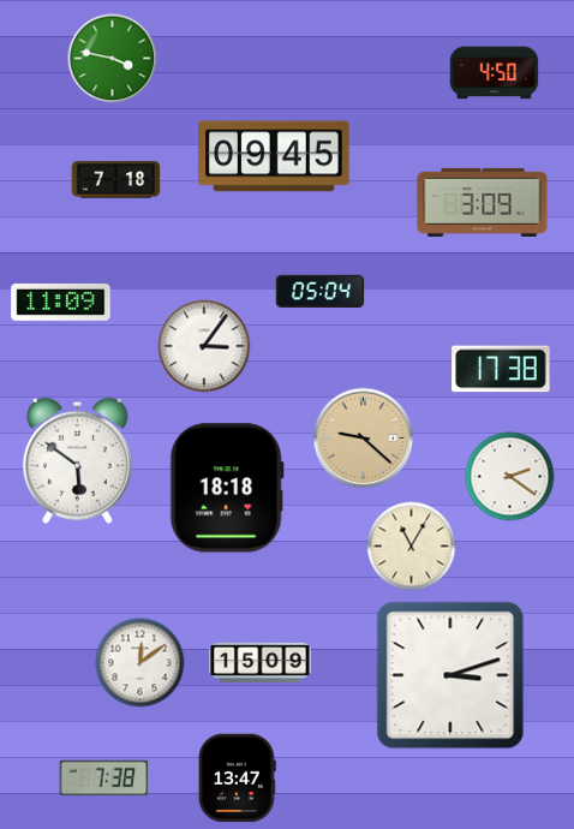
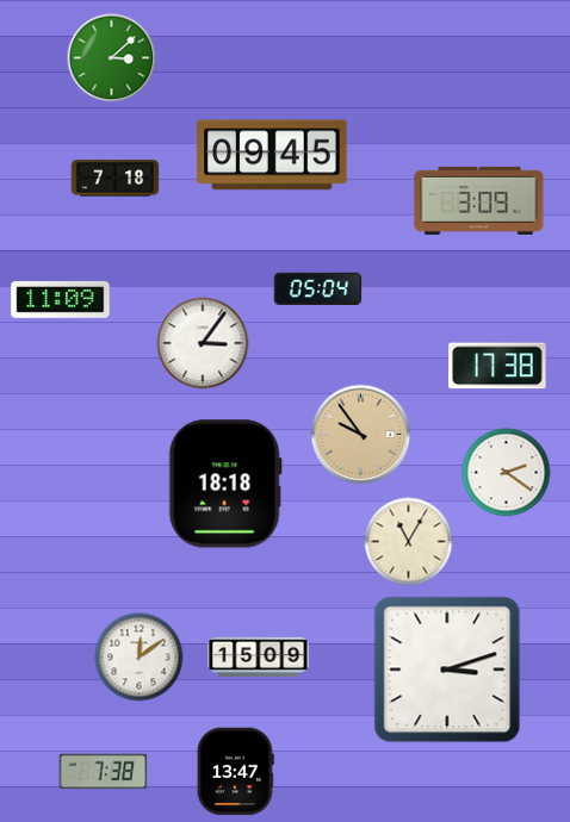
clock at (113, 59): 3:47 -> 3:08
clock at (495, 73): 4:50 -> none
clock at (364, 439): 9:22 -> 9:54
clock at (77, 460): 5:51 -> none
